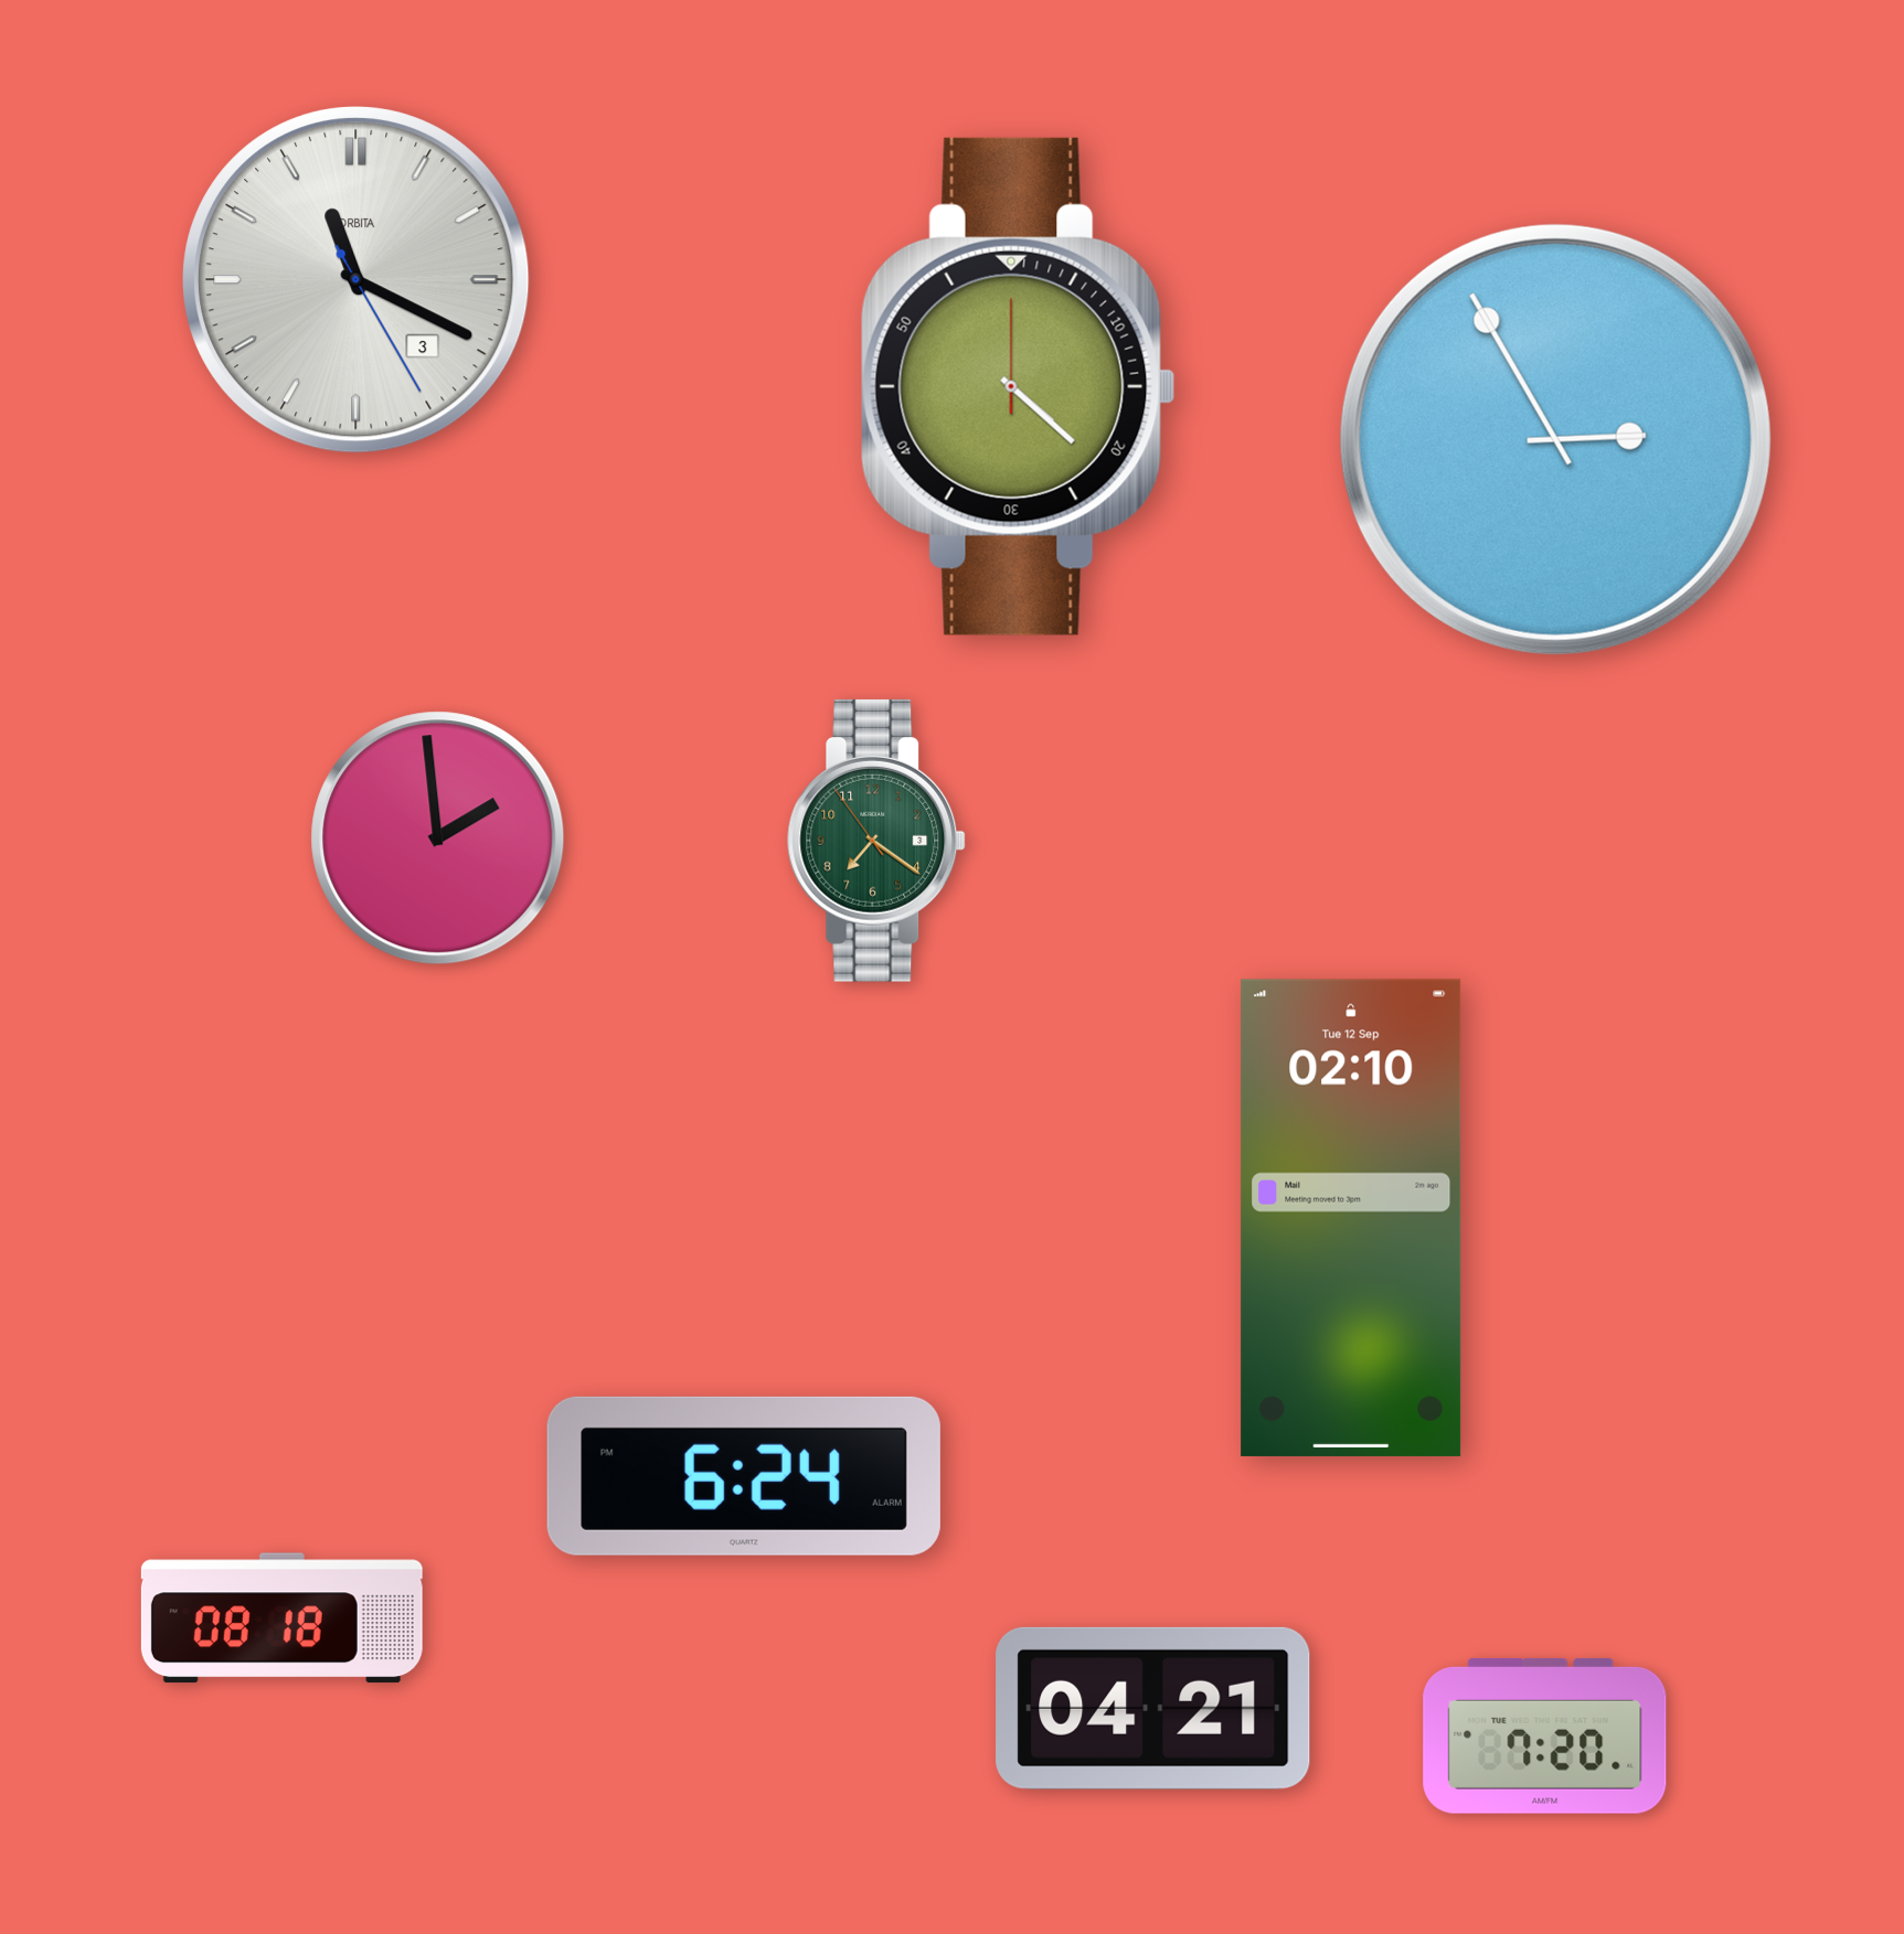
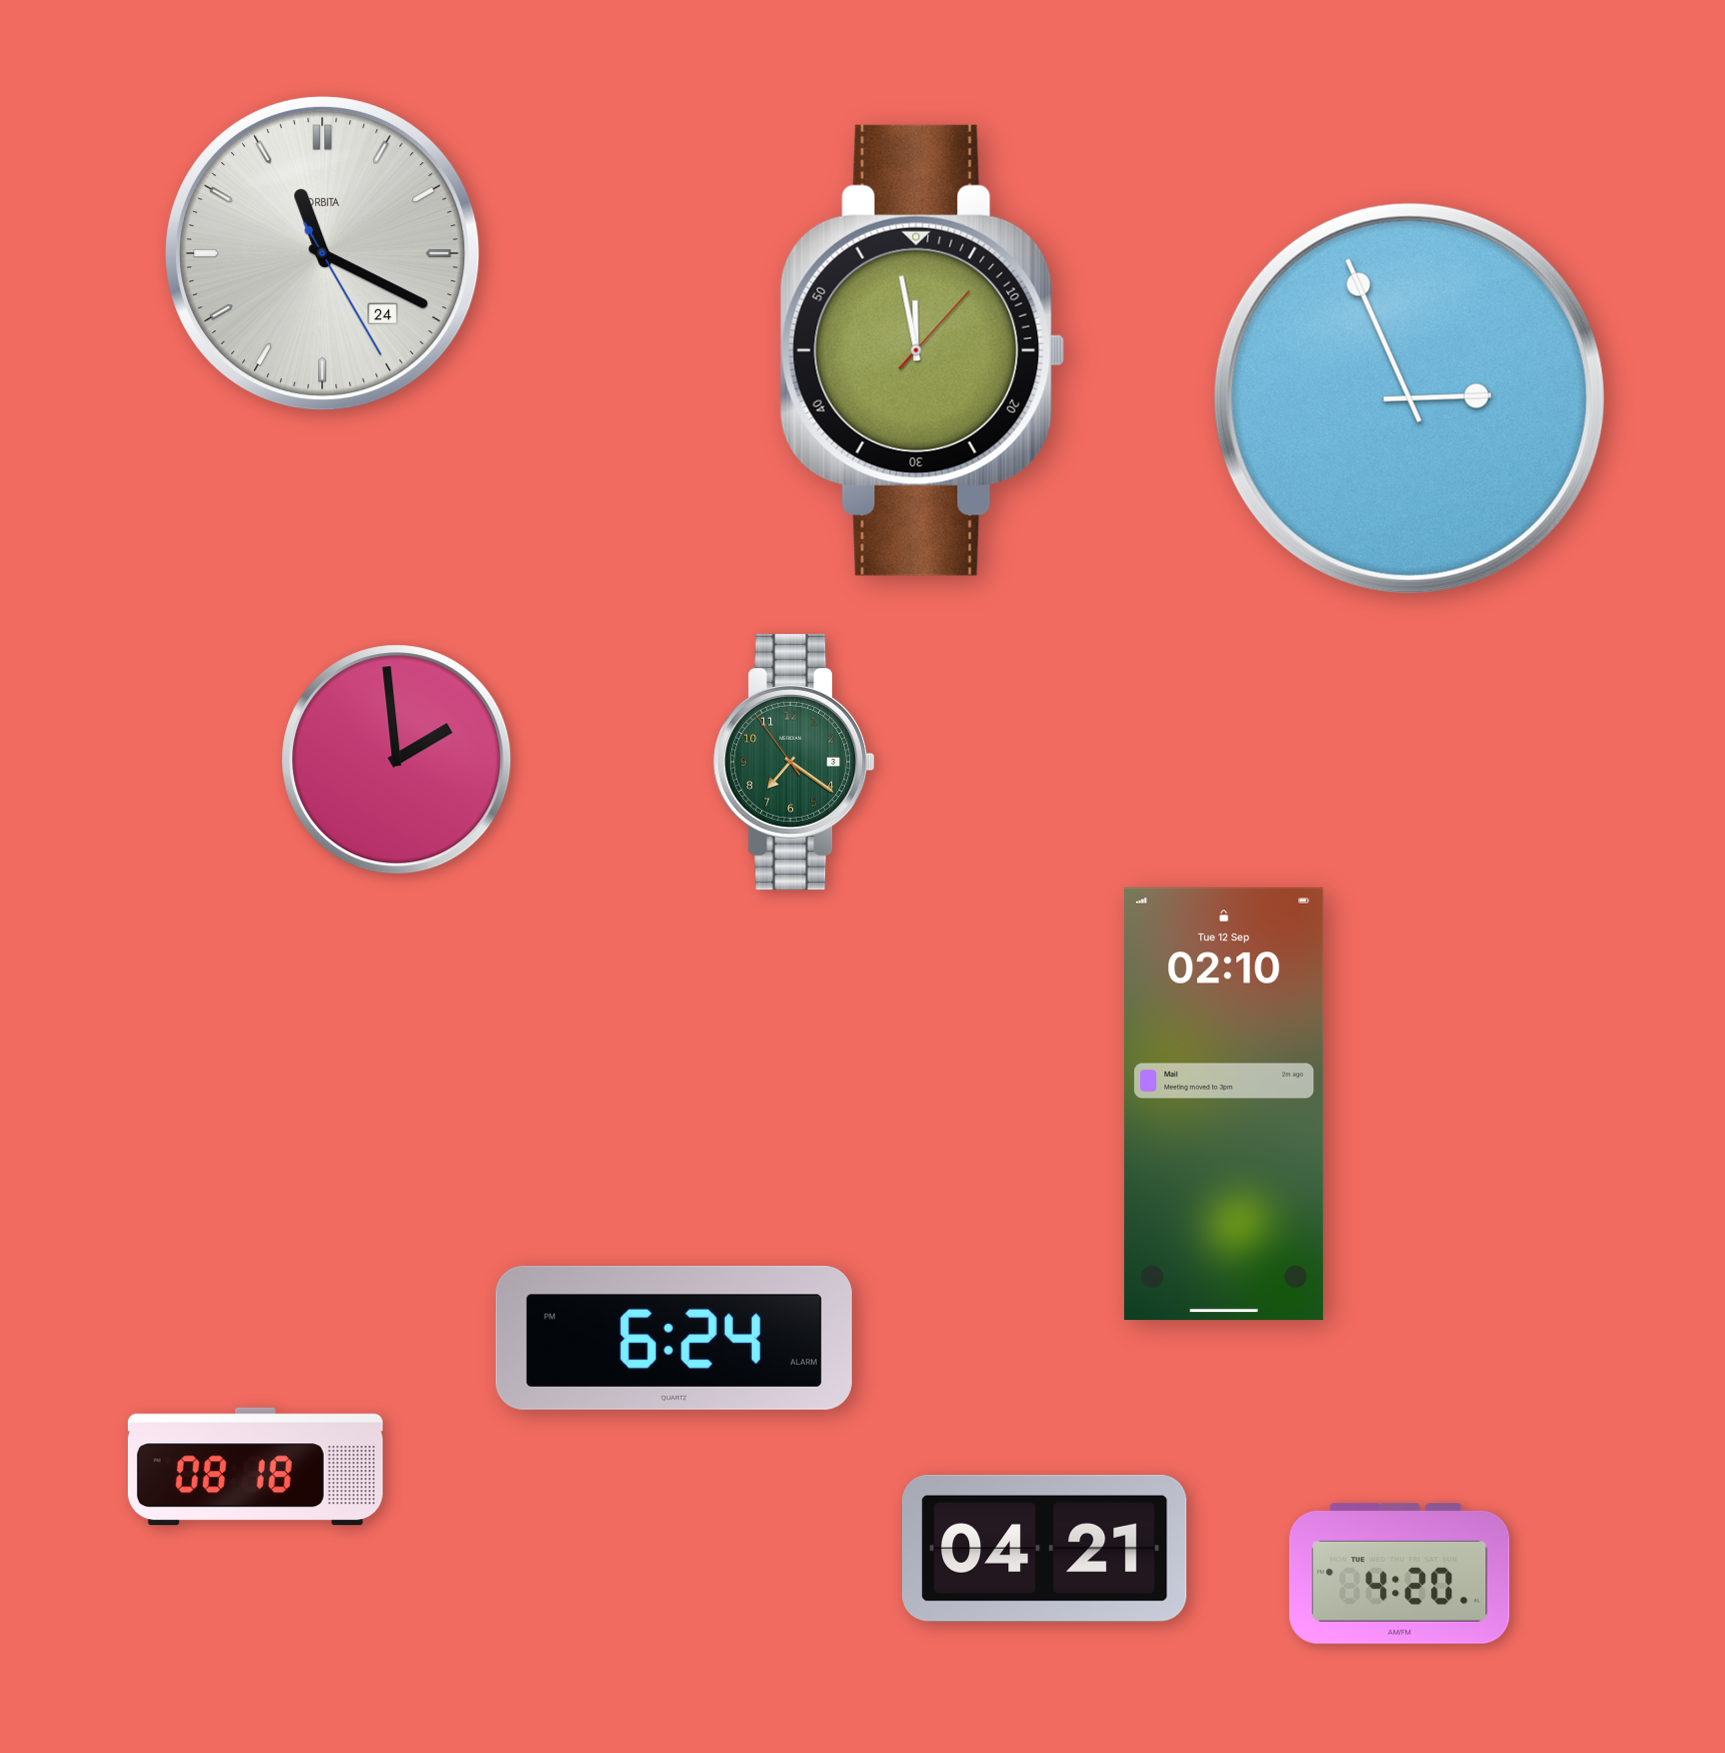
clock at (357, 280) date: 3 -> 24
clock at (1018, 386): 4:22 -> 11:58
clock at (1555, 439): 2:55 -> 2:56
clock at (1545, 1735): 7:20 -> 4:20
